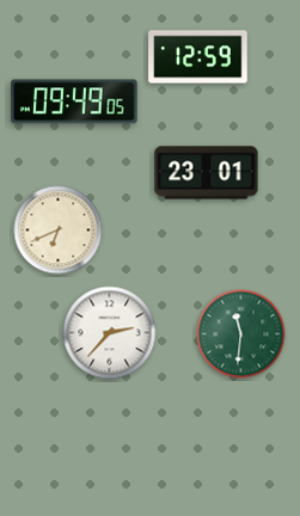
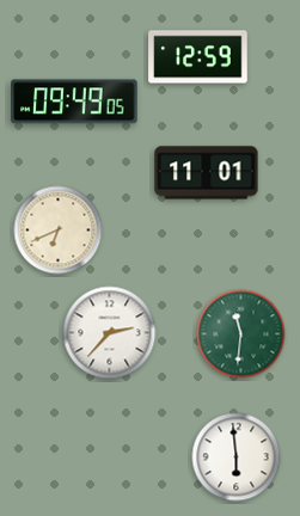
clock at (207, 173): 23:01 -> 11:01
clock at (237, 457): none -> 5:59
